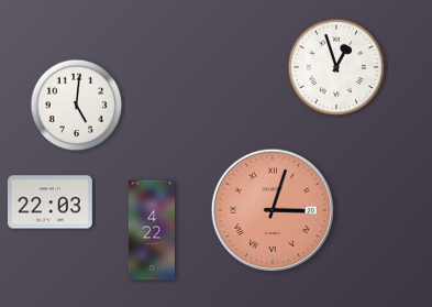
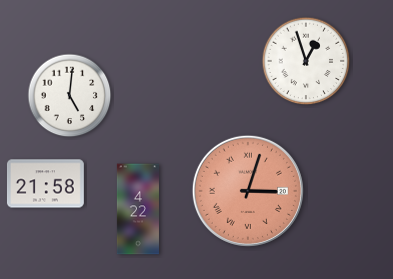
clock at (49, 202): 22:03 -> 21:58
